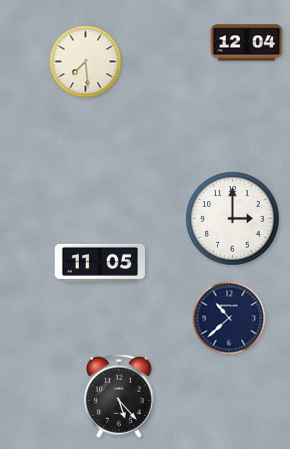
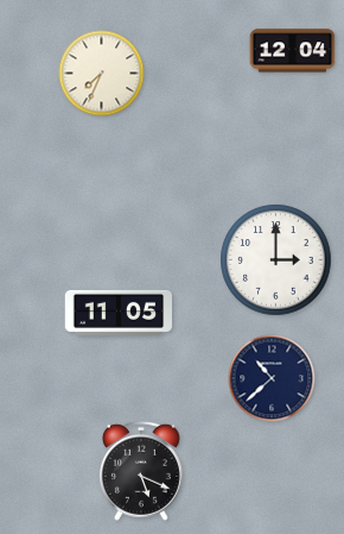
clock at (86, 62): 7:29 -> 7:34
clock at (119, 396): 5:23 -> 5:19
